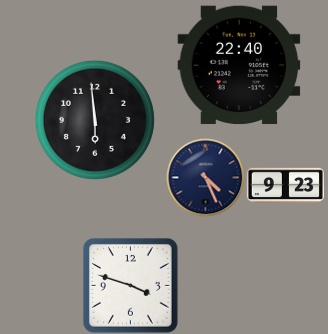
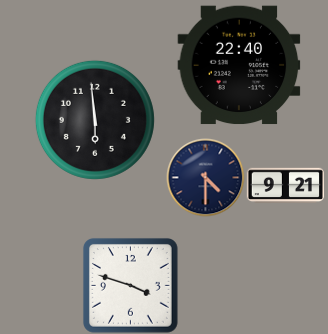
clock at (205, 177): 4:26 -> 4:30
clock at (285, 186): 9:23 -> 9:21
